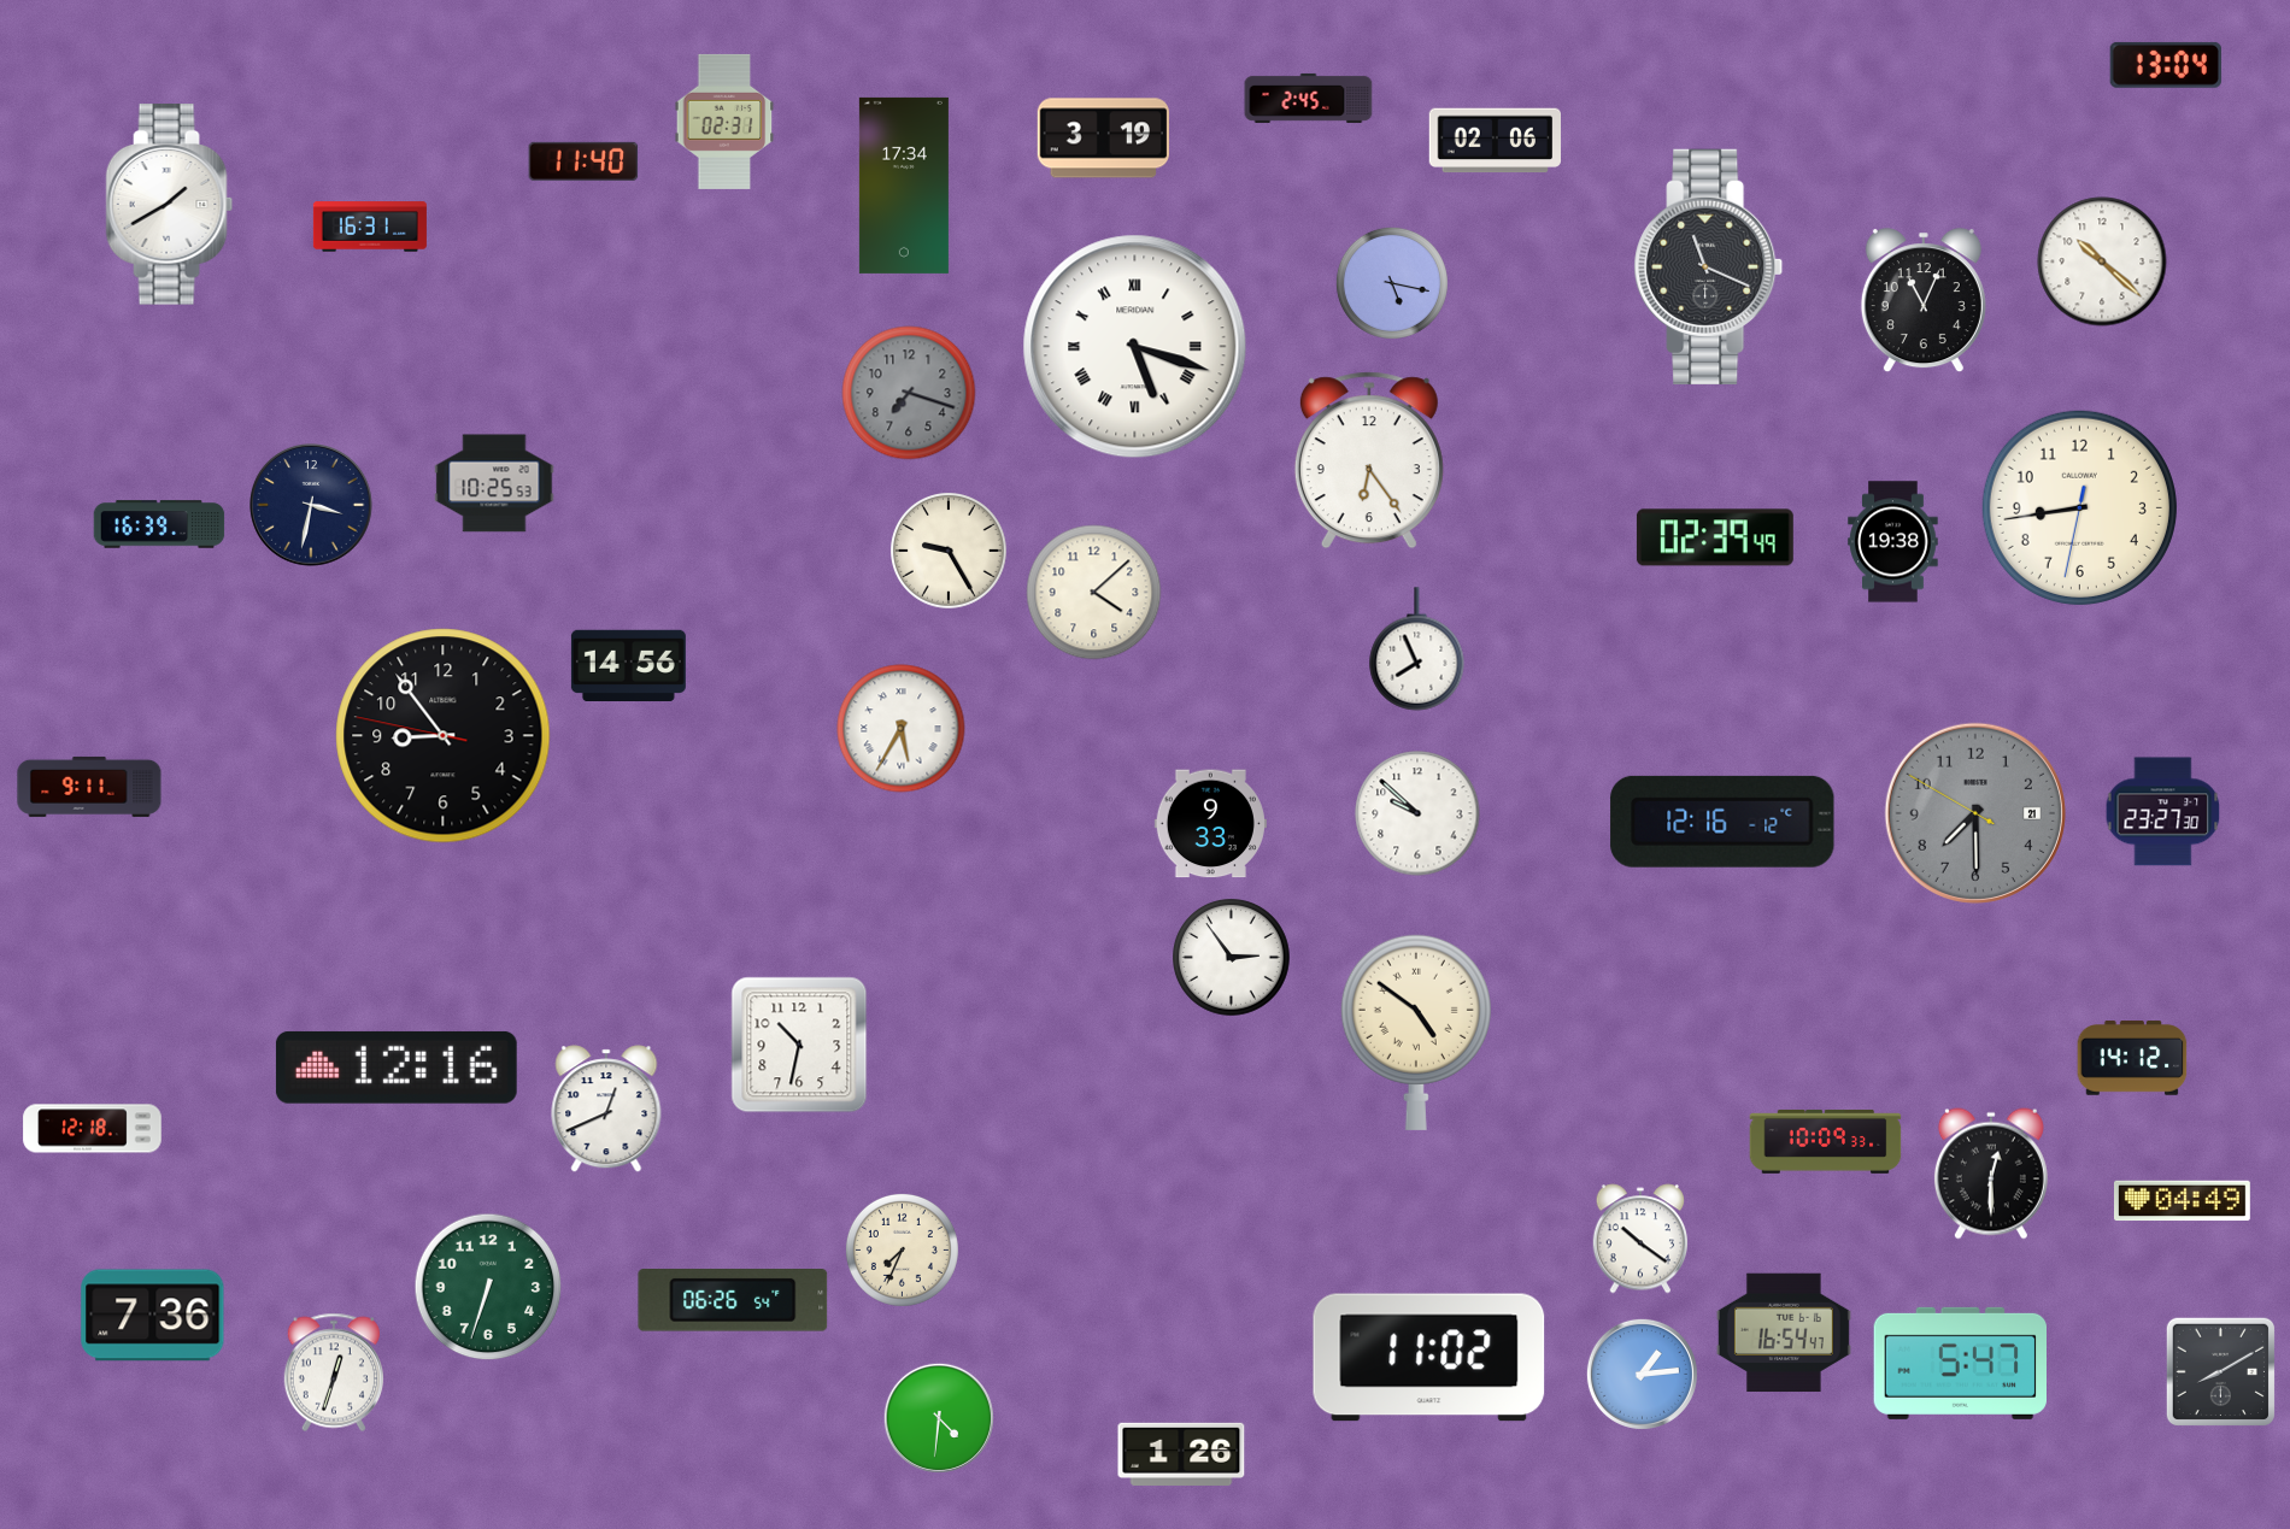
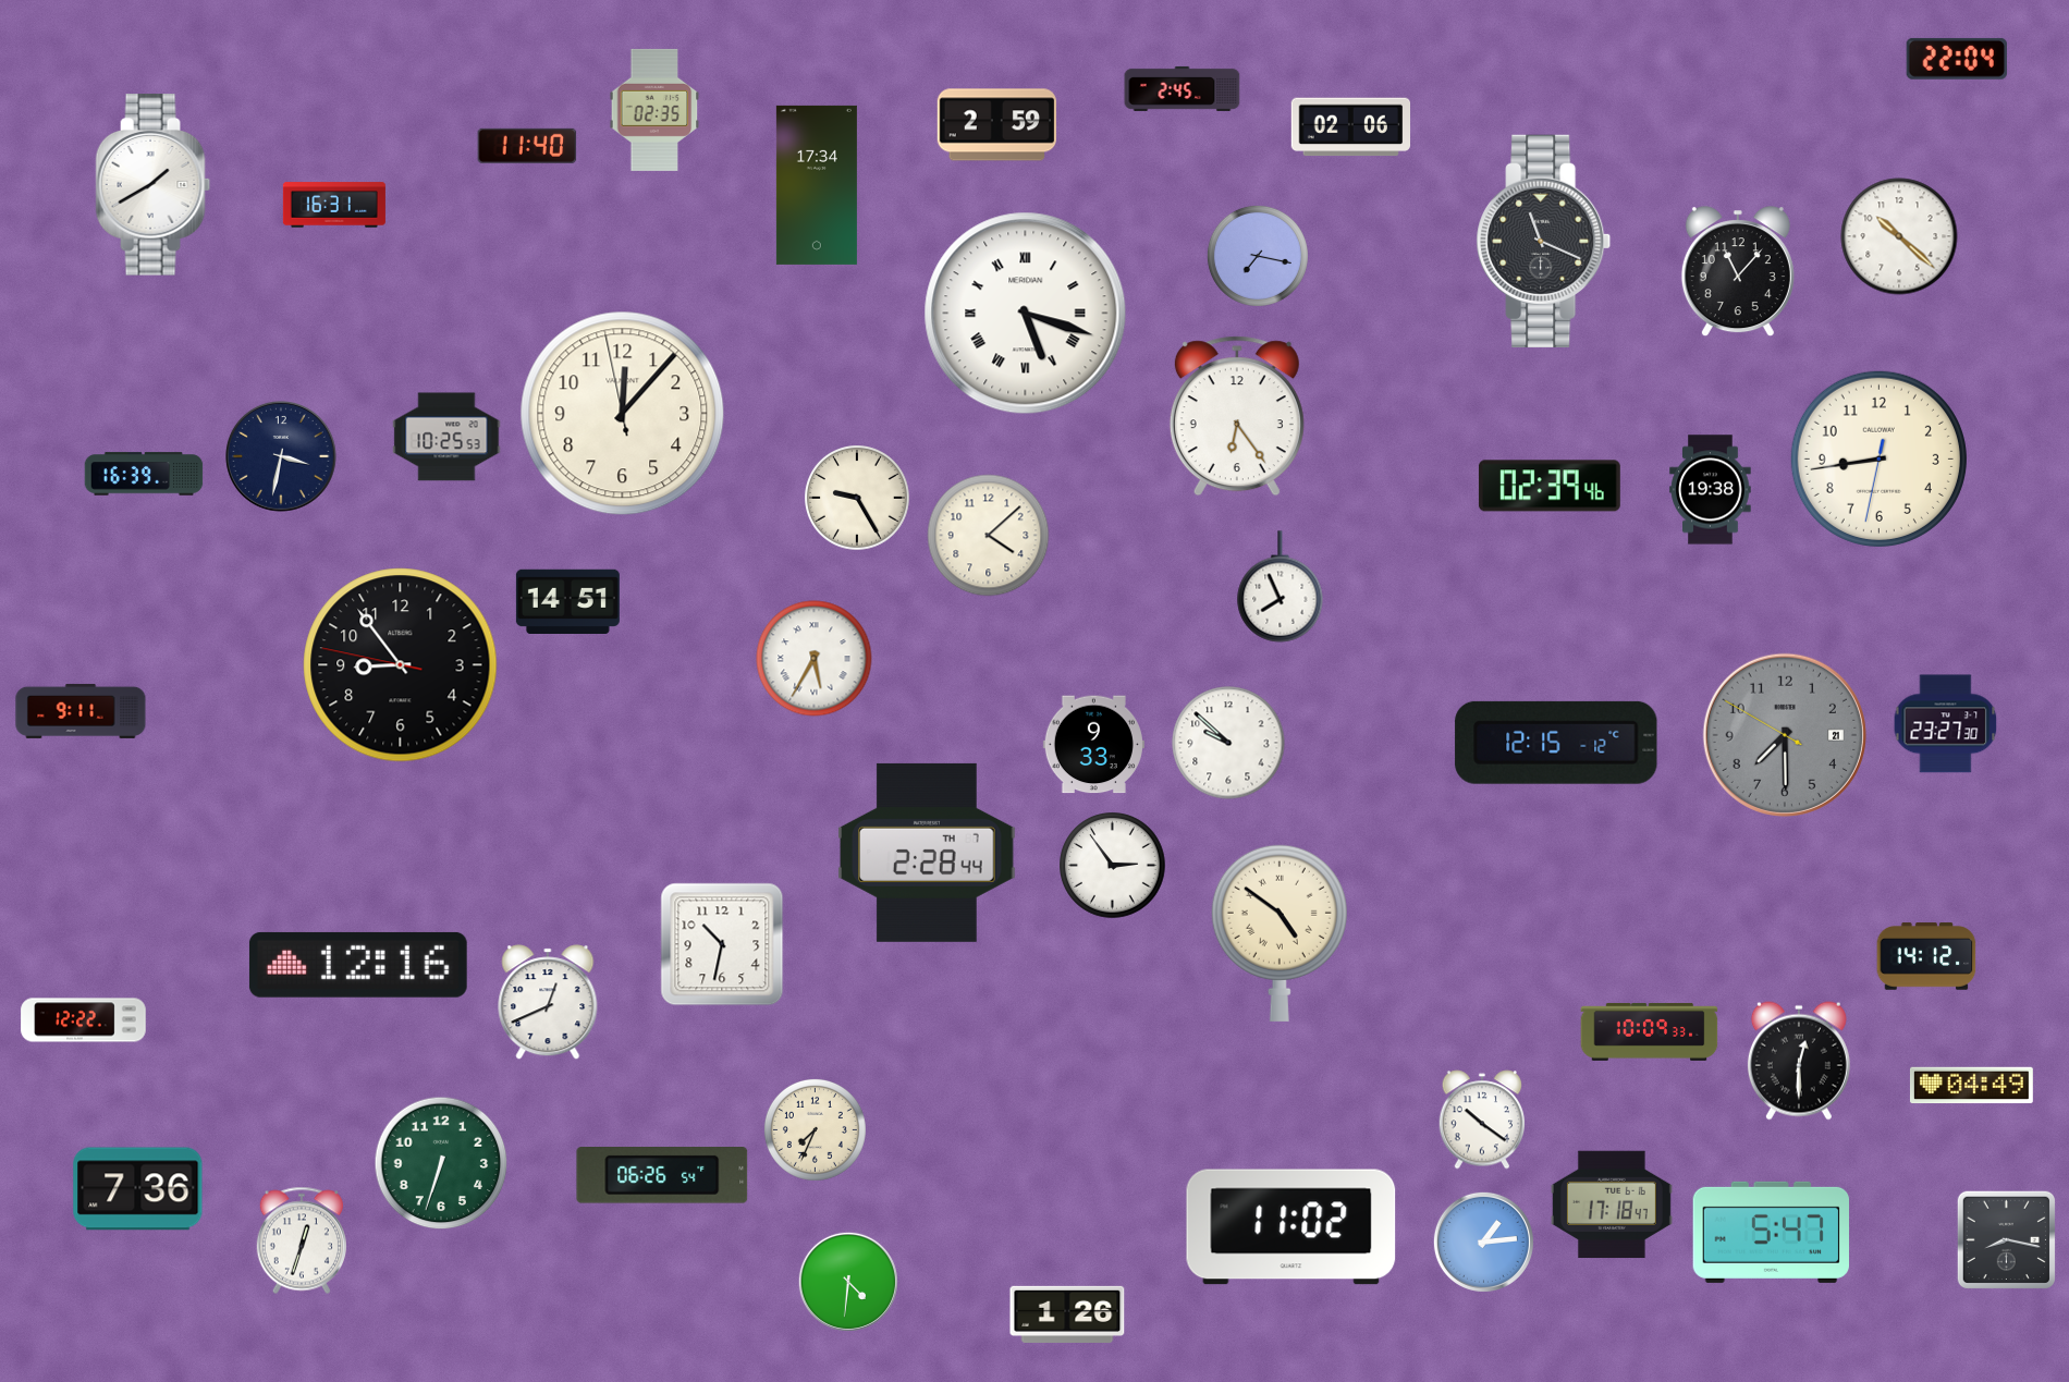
clock at (2166, 65): 13:04 -> 22:04
clock at (724, 122): 02:31 -> 02:35
clock at (1103, 139): 3:19 -> 2:59
clock at (904, 186) position: (904, 186) -> (817, 185)
clock at (1392, 283): 5:17 -> 7:17
clock at (1924, 301): 11:04 -> 11:07
clock at (909, 393): 7:18 -> none
clock at (623, 414): none -> 12:06
clock at (1715, 537): 02:39:49 -> 02:39:46
clock at (628, 665): 14:56 -> 14:51
clock at (2163, 812) position: (2163, 812) -> (1946, 724)
clock at (1417, 813) position: (1417, 813) -> (1228, 743)
clock at (1722, 822): 12:16 -> 12:15
clock at (927, 853): none -> 2:28
clock at (93, 1129): 12:18 -> 12:22
clock at (1784, 1333): 16:54 -> 17:18
clock at (2220, 1371): 8:10 -> 8:17
